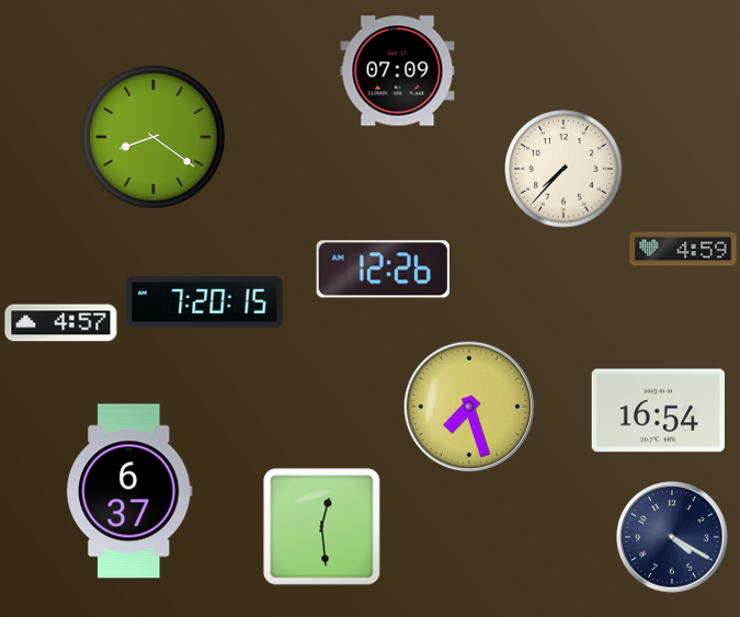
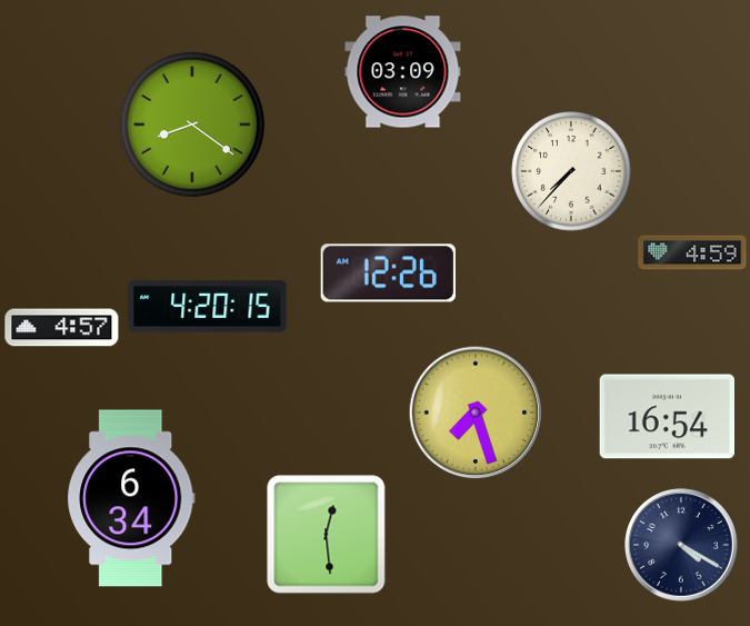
clock at (398, 71): 07:09 -> 03:09
clock at (153, 137) position: (153, 137) -> (192, 125)
clock at (205, 302): 7:20 -> 4:20
clock at (129, 491): 6:37 -> 6:34
